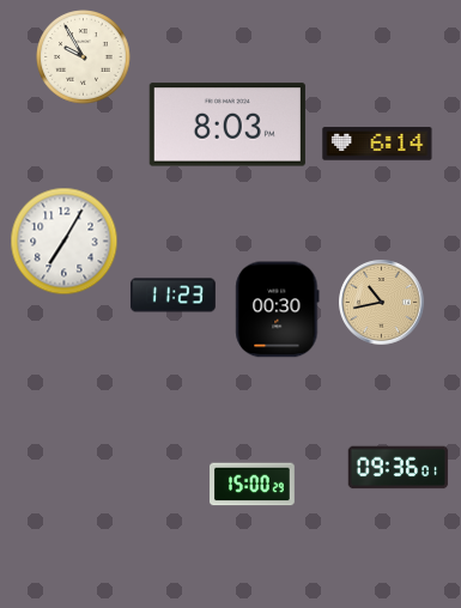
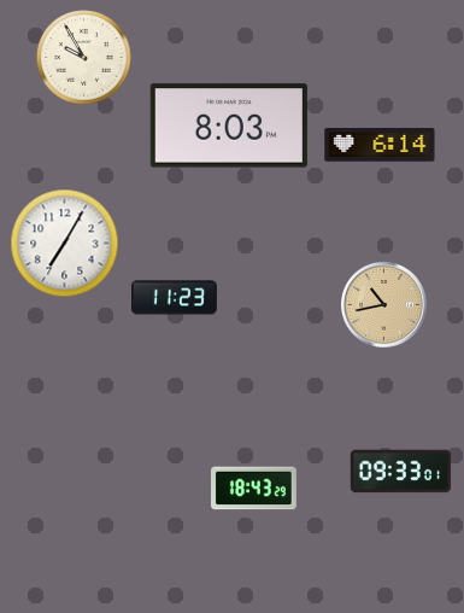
clock at (278, 310): 00:30 -> none
clock at (399, 468): 09:36 -> 09:33
clock at (253, 485): 15:00 -> 18:43
